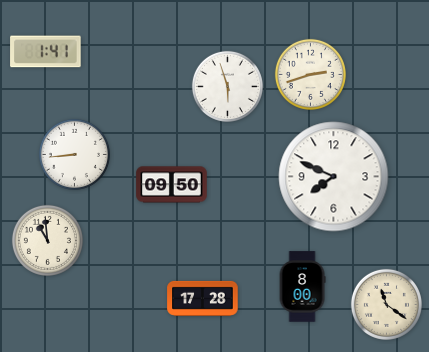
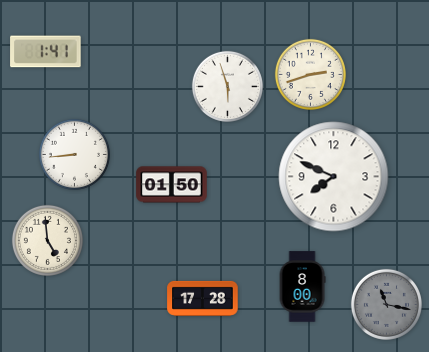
clock at (172, 185): 09:50 -> 01:50
clock at (47, 240): 10:59 -> 4:59
clock at (386, 304): 11:21 -> 11:17
clock at (386, 304) dial: cream -> grey
